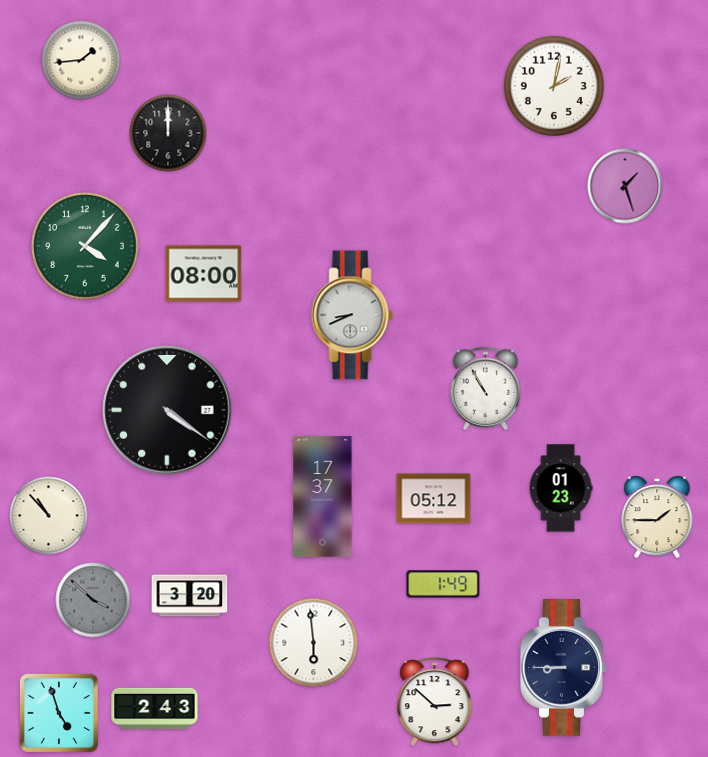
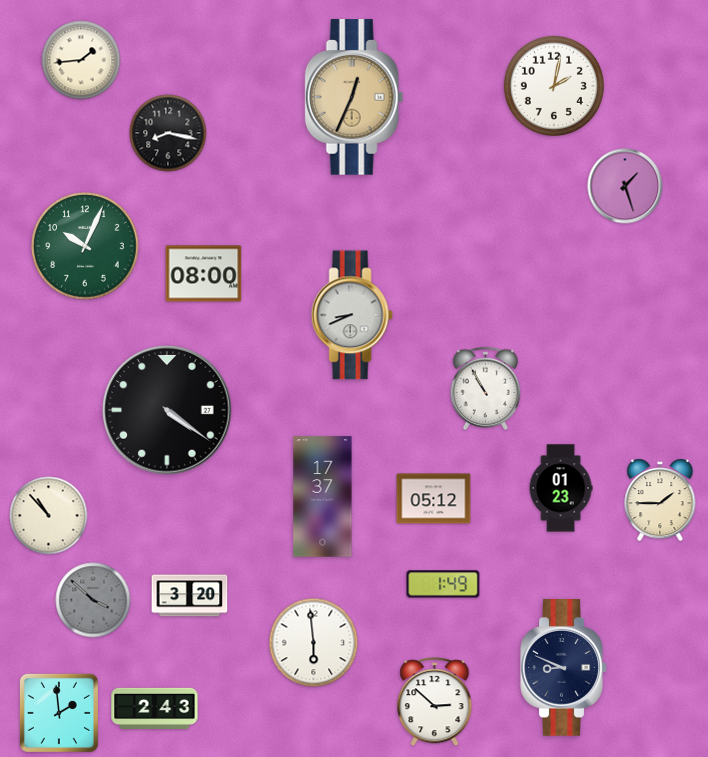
clock at (354, 97): none -> 12:34
clock at (168, 133): 12:00 -> 8:17
clock at (85, 246): 4:07 -> 10:04
clock at (657, 517) position: (657, 517) -> (660, 500)
clock at (564, 668): 8:45 -> 8:49
clock at (59, 713): 4:57 -> 1:59
